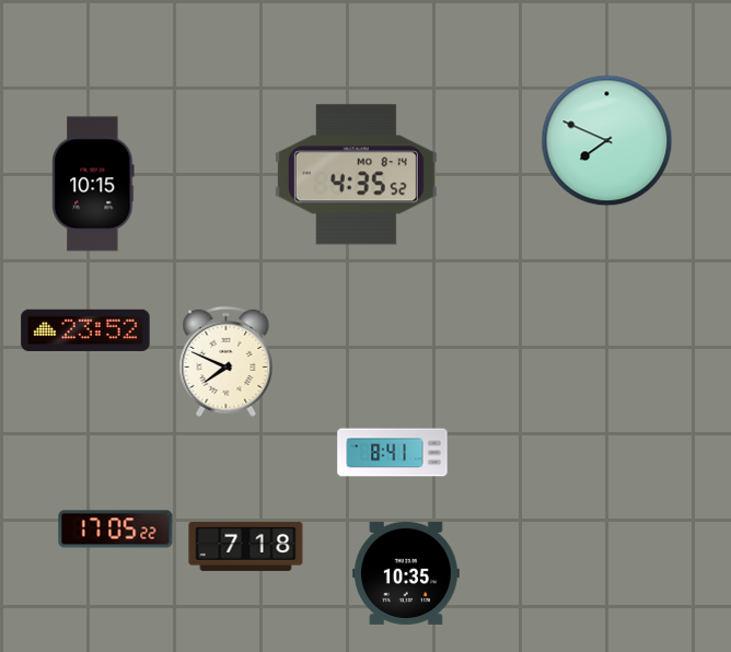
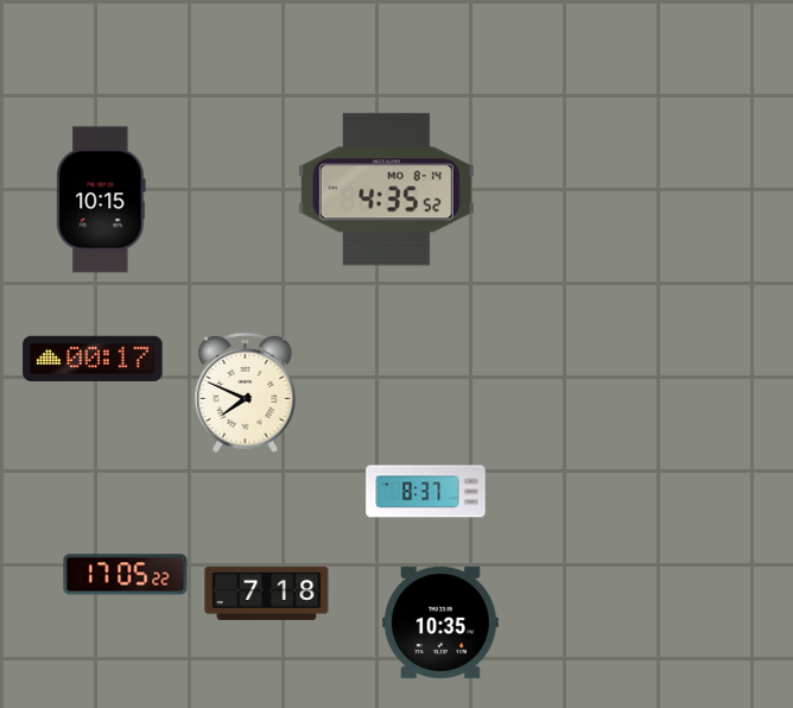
clock at (607, 141): 7:49 -> none
clock at (85, 330): 23:52 -> 00:17
clock at (393, 453): 8:41 -> 8:37
